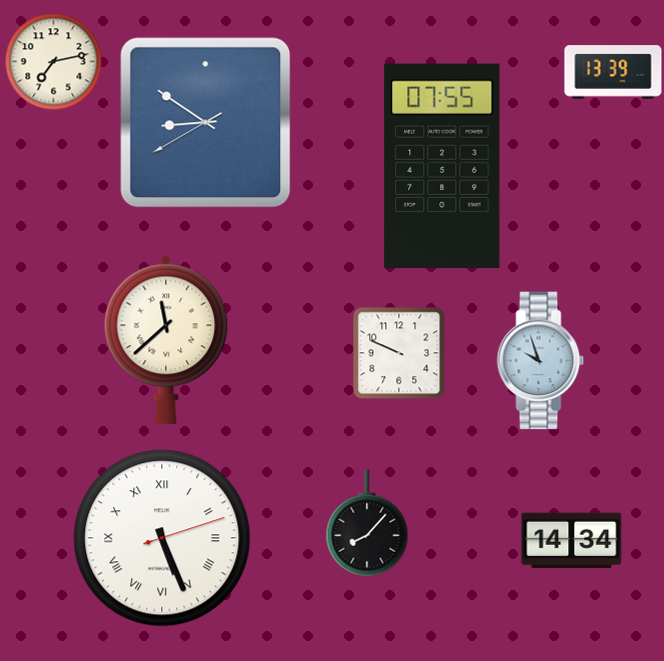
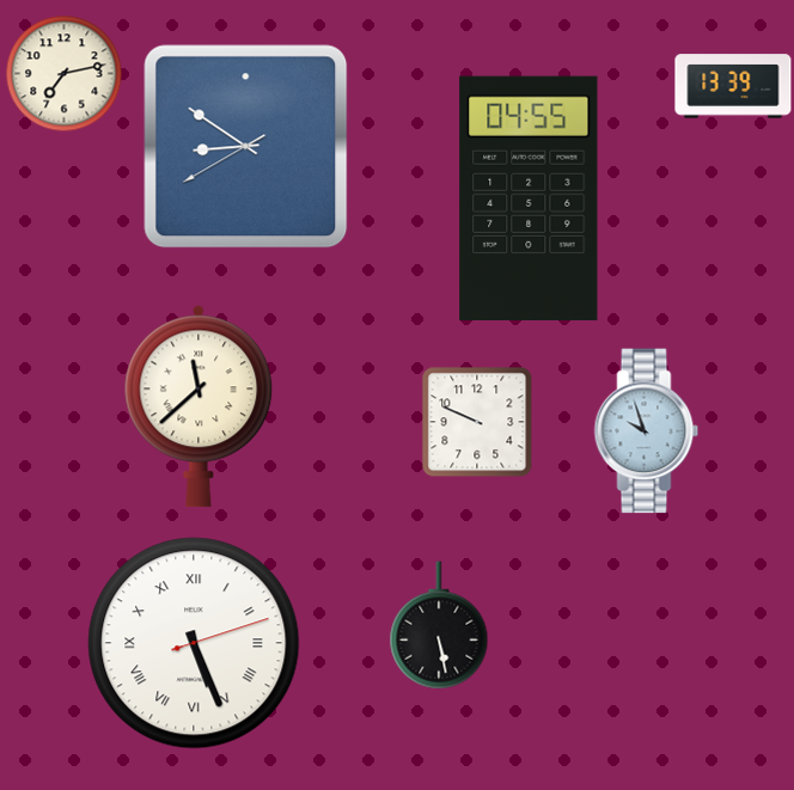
clock at (442, 166): 07:55 -> 04:55
clock at (367, 523): 8:07 -> 5:28
clock at (572, 541): 14:34 -> none
